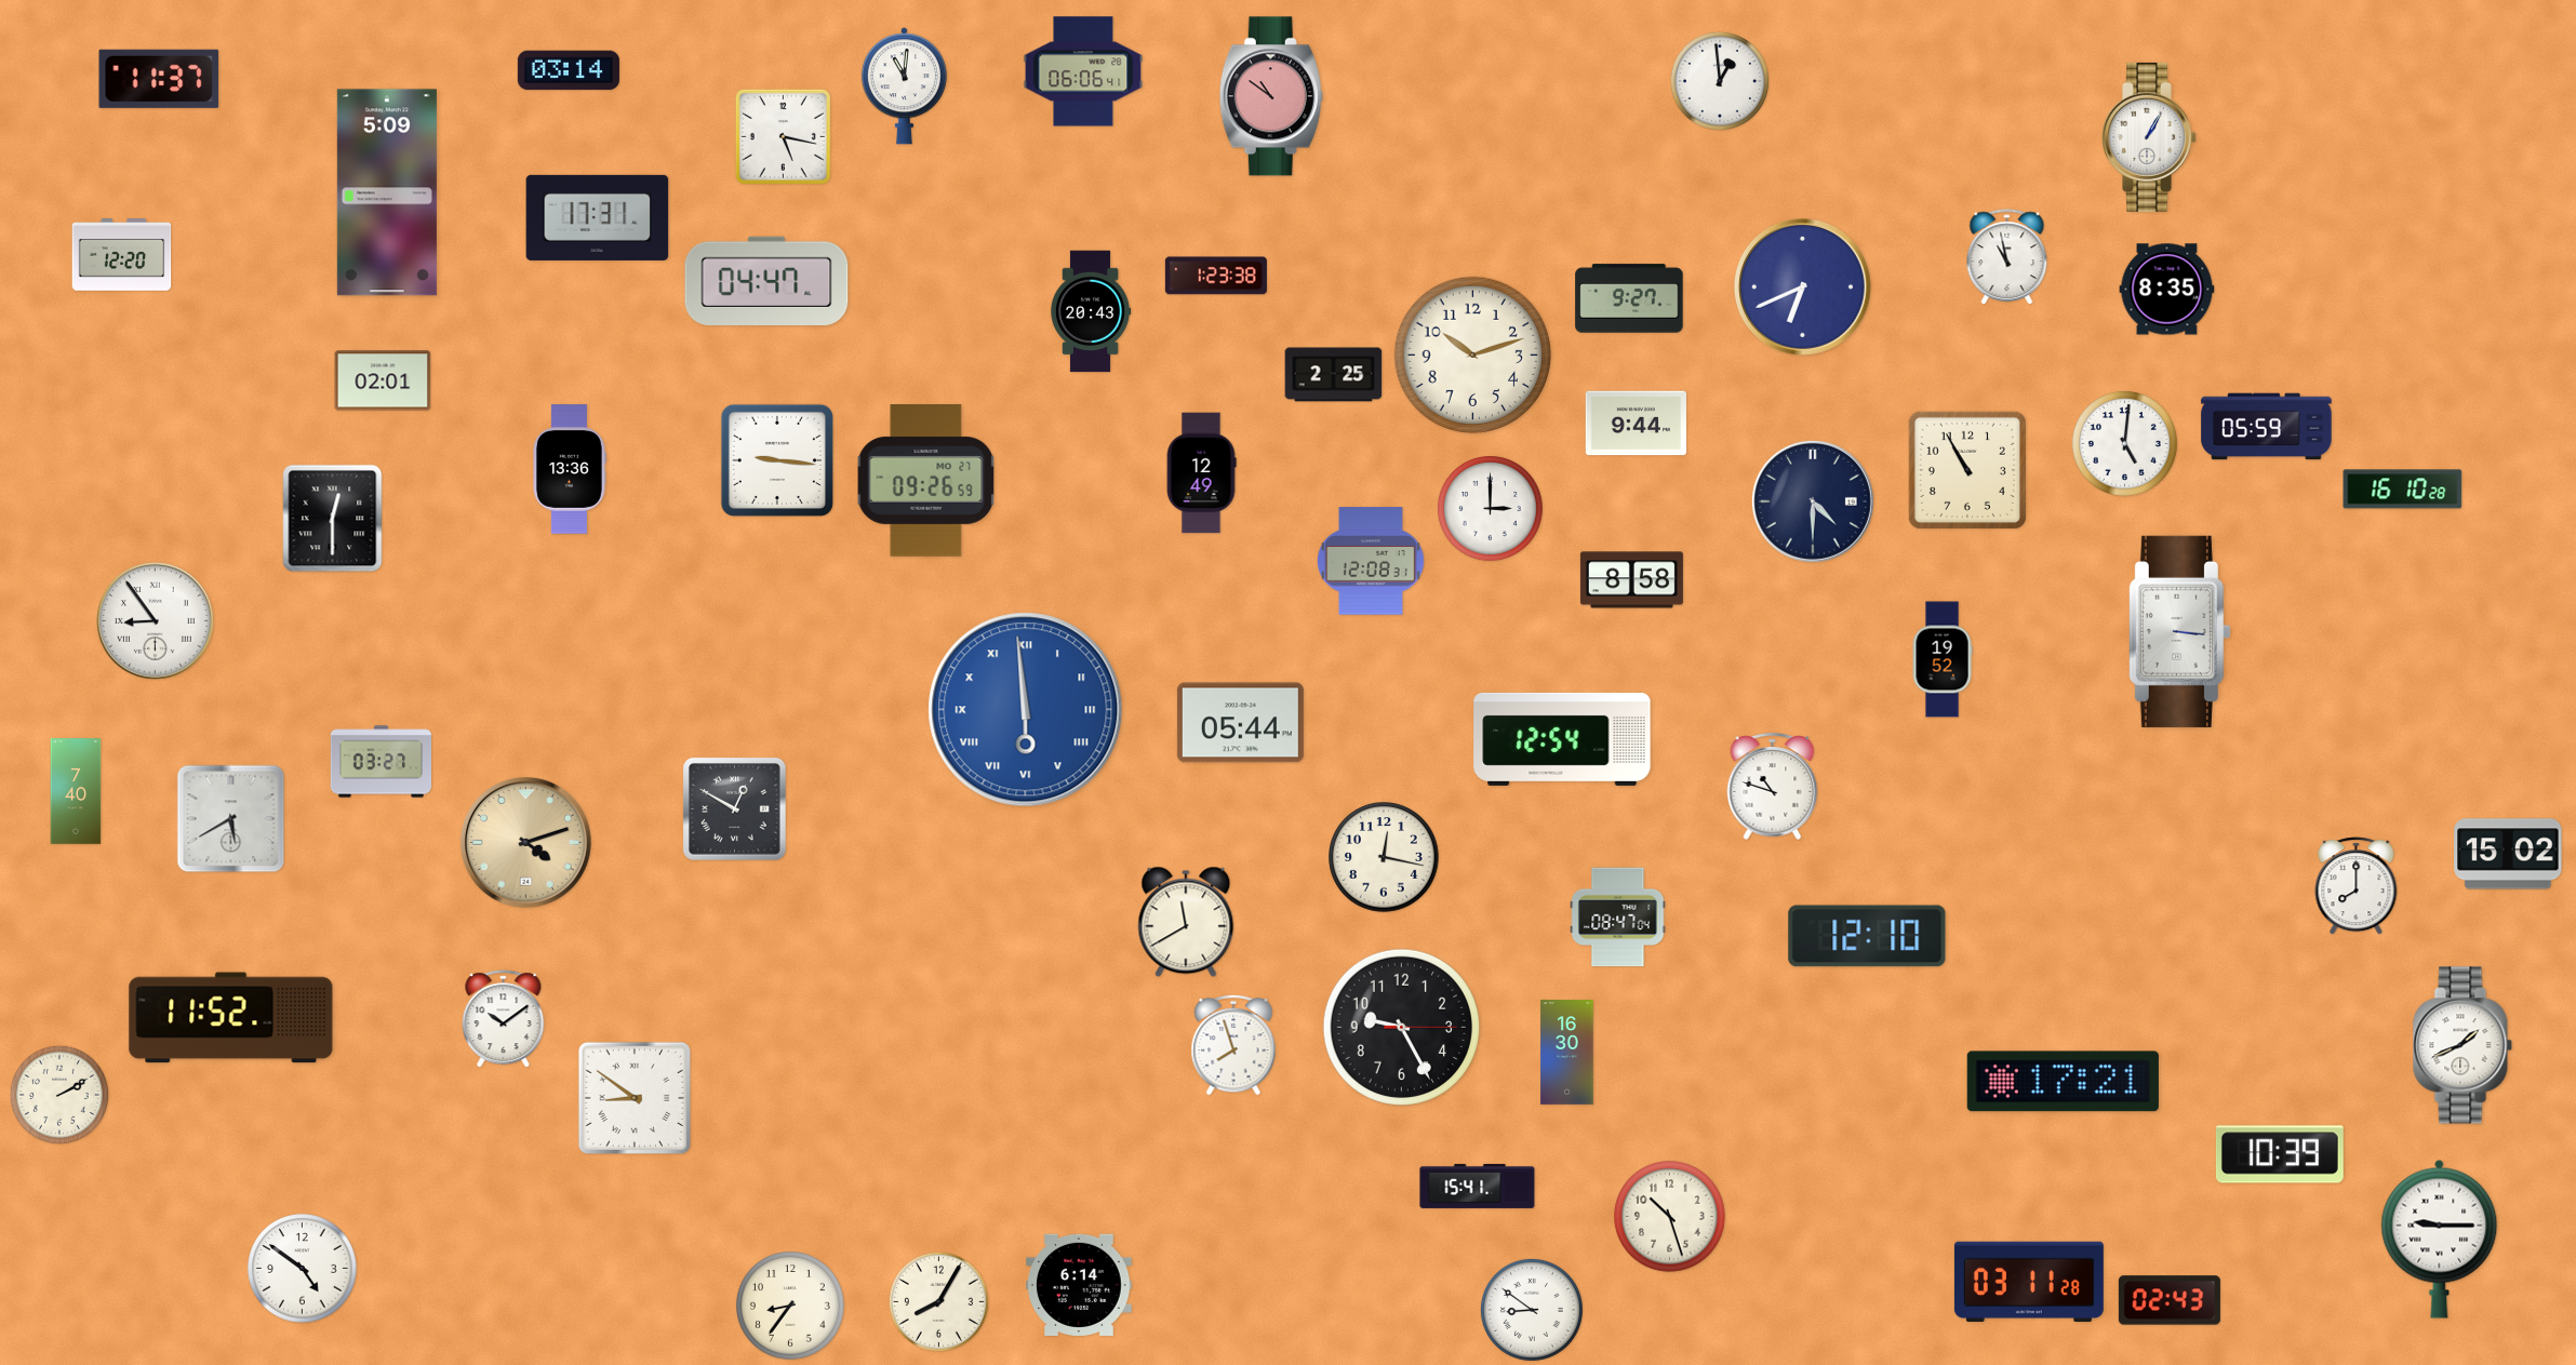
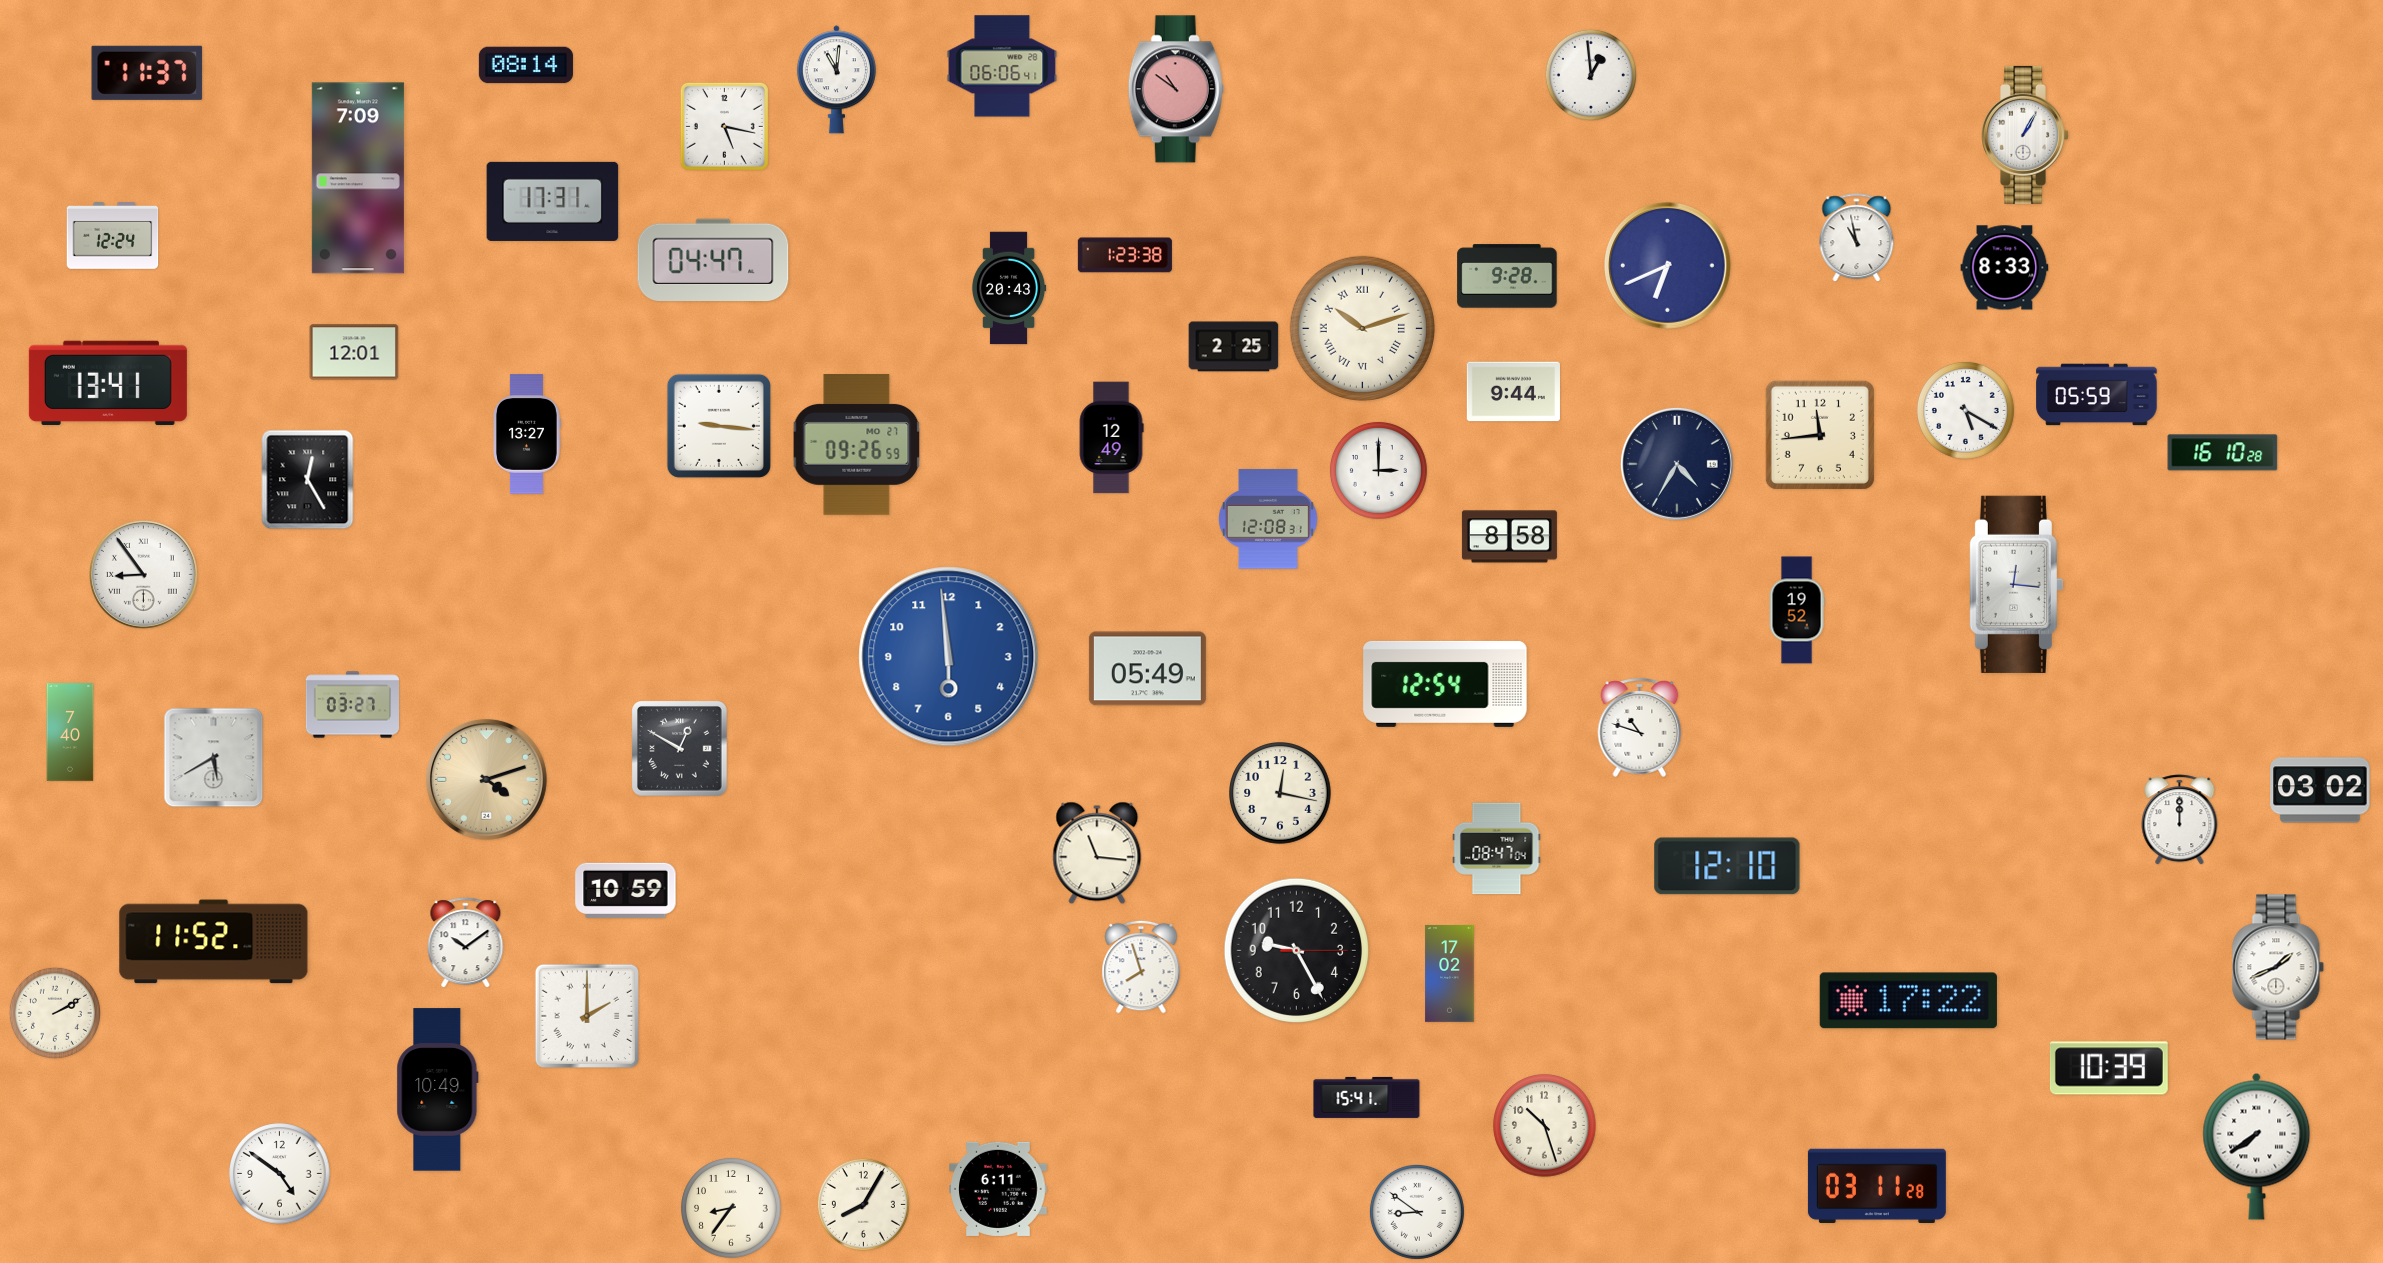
clock at (569, 70): 03:14 -> 08:14
clock at (2150, 137) position: (2150, 137) -> (2026, 135)
clock at (387, 192): 5:09 -> 7:09
clock at (122, 255): 12:20 -> 12:24
clock at (766, 280) position: (766, 280) -> (713, 259)
clock at (2167, 290): 8:35 -> 8:33
clock at (1629, 298): 9:27 -> 9:28
clock at (1472, 354) numerals: Arabic -> Roman
clock at (383, 380): 02:01 -> 12:01
clock at (108, 383): none -> 13:41
clock at (2124, 443): 5:01 -> 5:20
clock at (570, 469): 13:36 -> 13:27
clock at (1967, 470): 10:55 -> 11:44
clock at (1813, 501): 4:30 -> 4:35
clock at (333, 519): 12:30 -> 12:25
clock at (2179, 631): 3:16 -> 12:16
clock at (1026, 710) numerals: Roman -> Arabic
clock at (1240, 723): 05:44 -> 05:49
clock at (2508, 854): 15:02 -> 03:02
clock at (2357, 886): 8:00 -> 12:00
clock at (1186, 922): 11:40 -> 11:16
clock at (626, 890): none -> 10:59
clock at (1567, 1053): 16:30 -> 17:02
clock at (2063, 1082): 17:21 -> 17:22
clock at (633, 1097): 8:51 -> 2:00
clock at (438, 1090): none -> 10:49
clock at (2440, 1239): 9:15 -> 7:39
clock at (1079, 1285): 6:14 -> 6:11
clock at (2170, 1300): 02:43 -> none
clock at (938, 1301) position: (938, 1301) -> (863, 1204)
